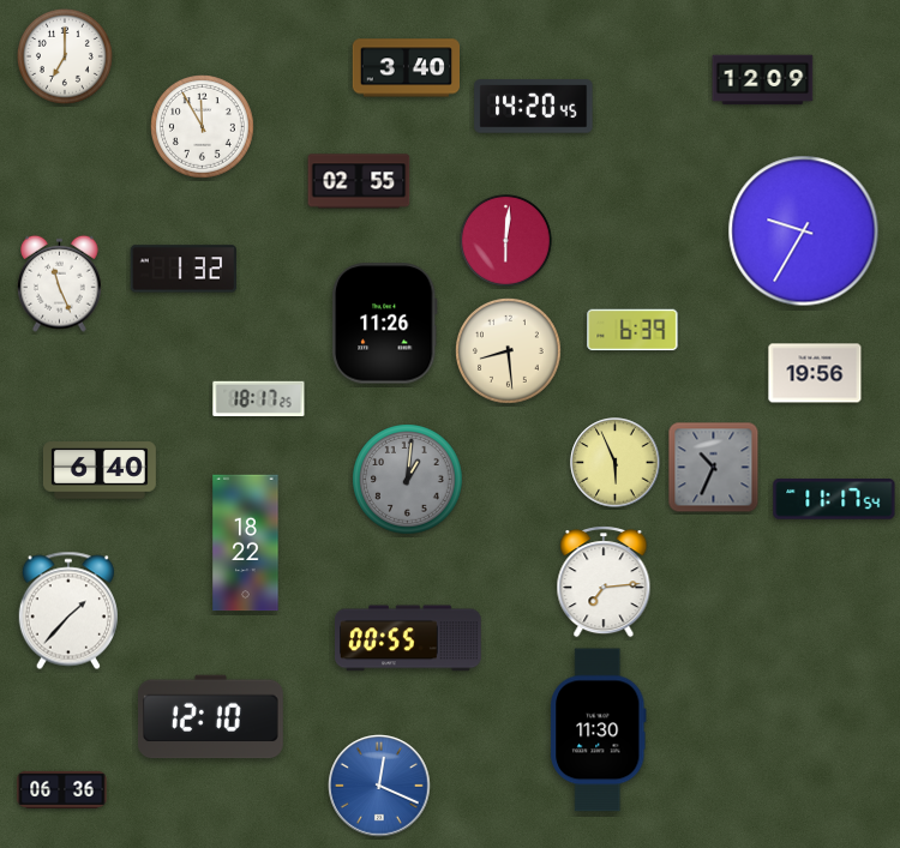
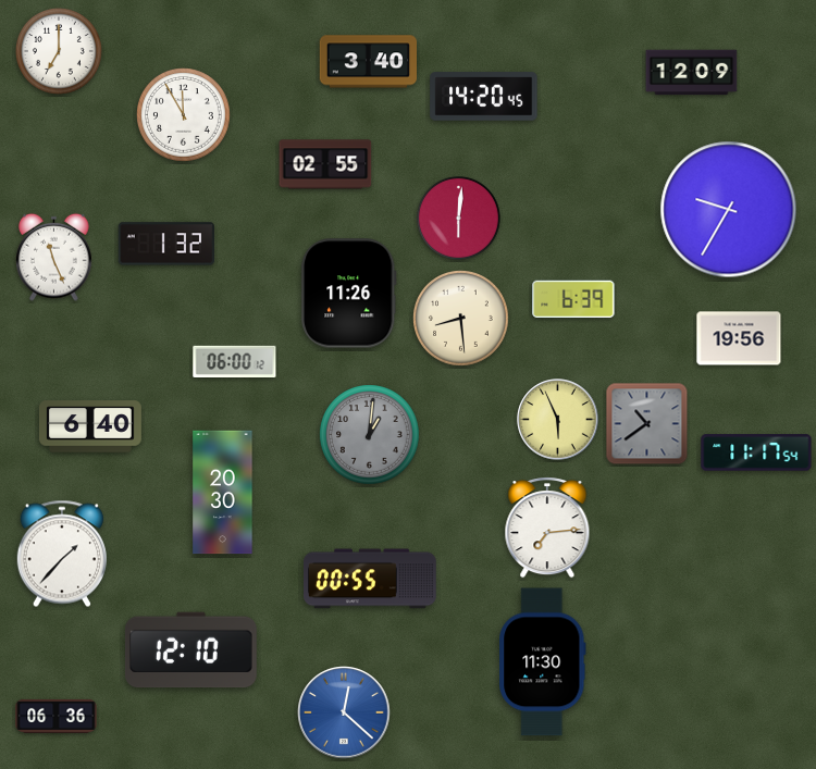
clock at (259, 398): 18:17 -> 06:00
clock at (714, 468): 10:34 -> 10:39
clock at (246, 543): 18:22 -> 20:30
clock at (379, 786): 12:19 -> 12:22
